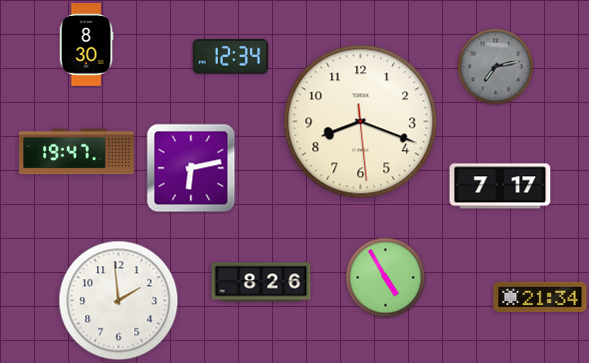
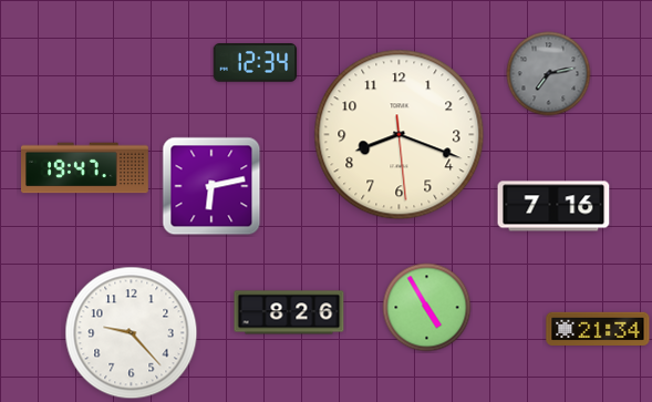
clock at (86, 45): 8:30 -> none
clock at (500, 186): 7:17 -> 7:16
clock at (119, 301): 1:59 -> 9:23
